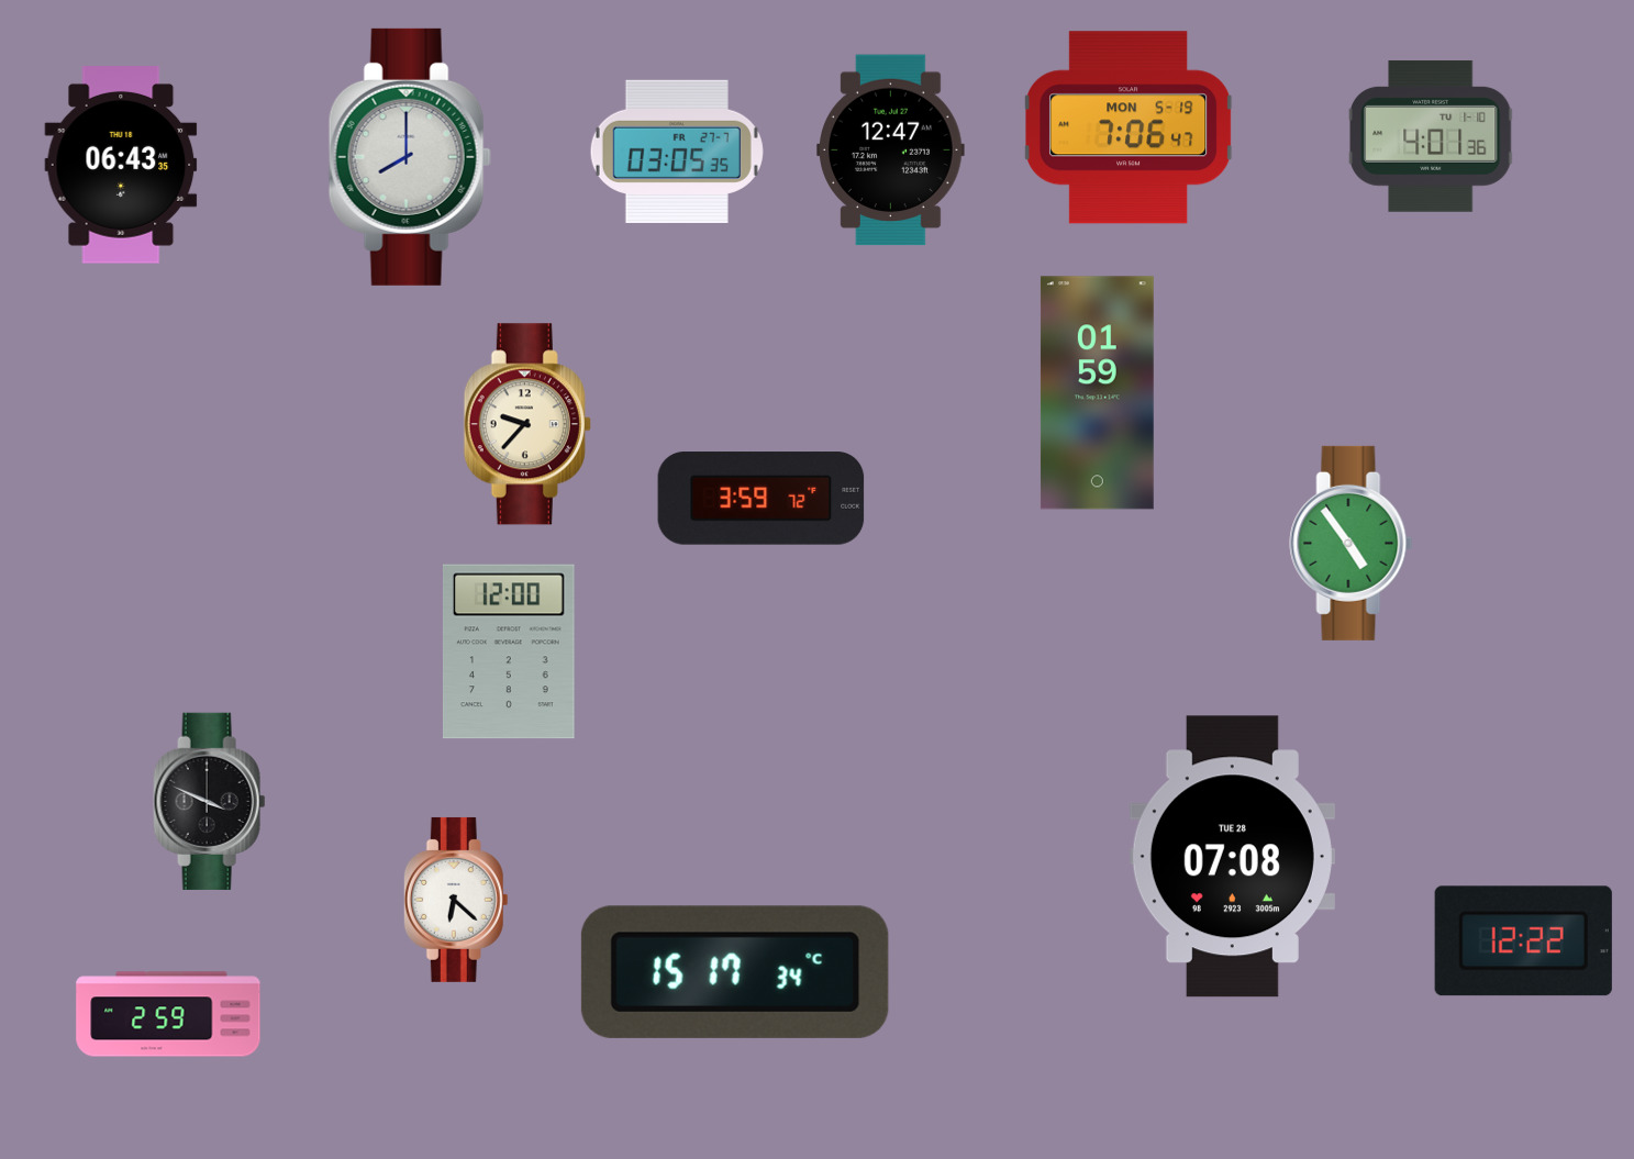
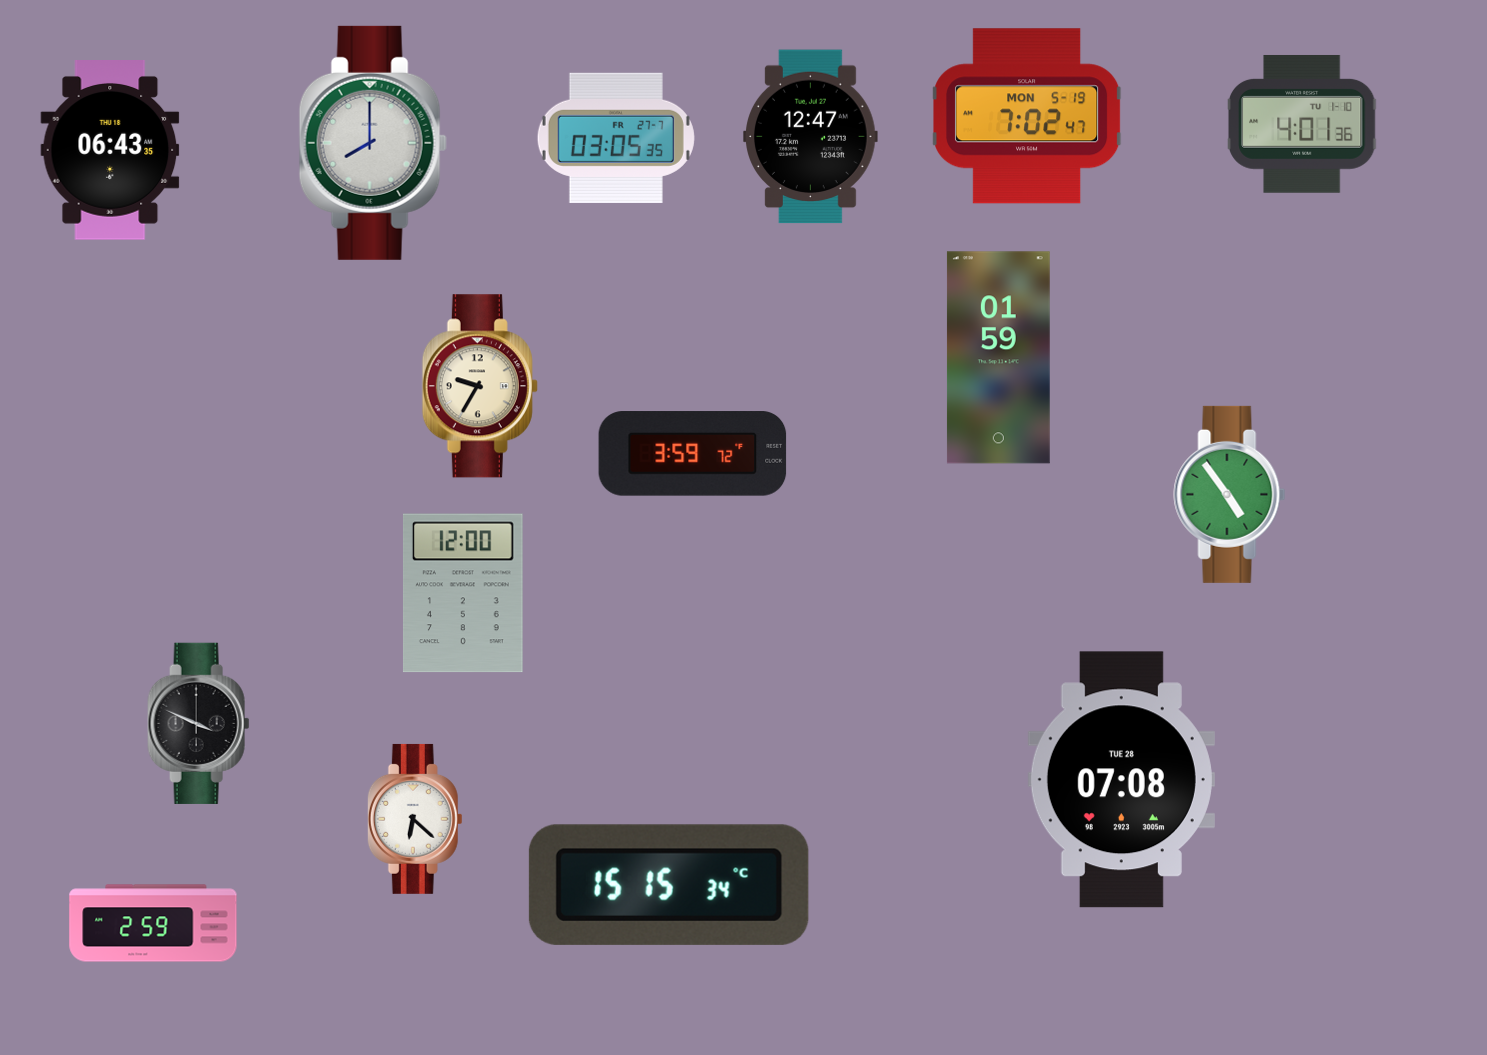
clock at (1130, 127): 7:06 -> 7:02
clock at (527, 424): 9:37 -> 9:35
clock at (210, 801) position: (210, 801) -> (199, 723)
clock at (1523, 941): 12:22 -> none
clock at (735, 972): 15:17 -> 15:15
